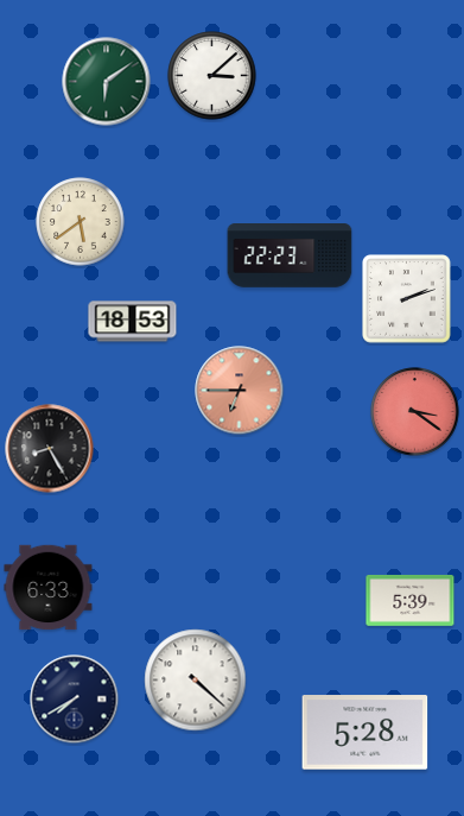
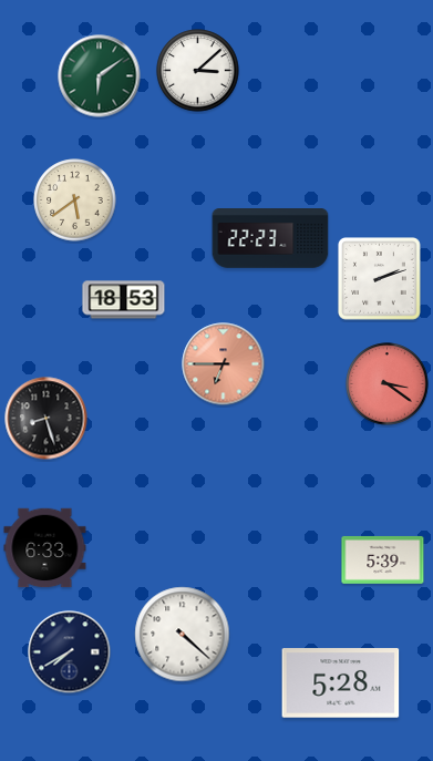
clock at (81, 222) position: (81, 222) -> (75, 200)
clock at (50, 449): 8:25 -> 8:27
